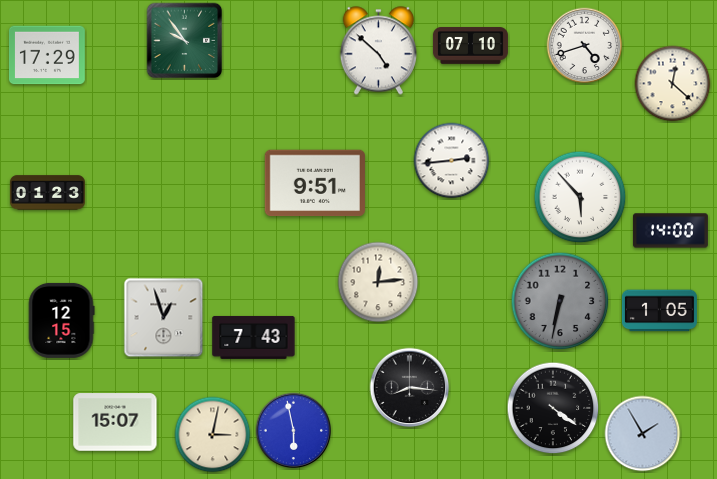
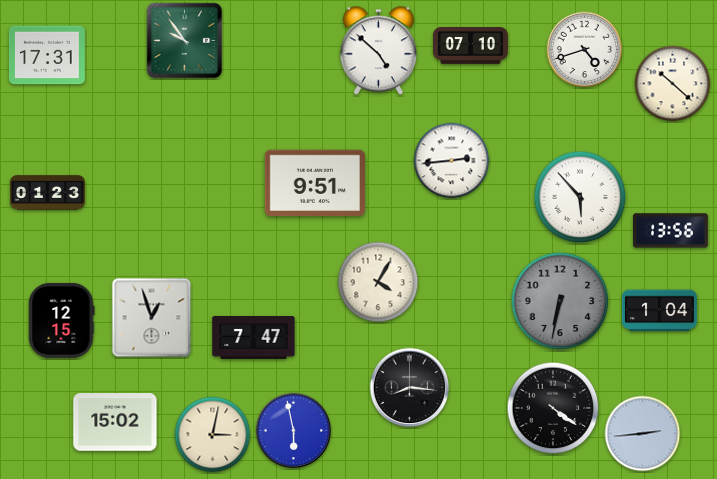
clock at (585, 46) position: (585, 46) -> (585, 50)
clock at (47, 55): 17:29 -> 17:31
clock at (673, 84): 12:22 -> 10:22
clock at (670, 231): 14:00 -> 13:56
clock at (378, 282): 12:14 -> 4:05
clock at (659, 311): 1:05 -> 1:04
clock at (164, 318) position: (164, 318) -> (152, 318)
clock at (254, 337): 7:43 -> 7:47
clock at (115, 422): 15:07 -> 15:02
clock at (643, 434): 1:55 -> 2:44
